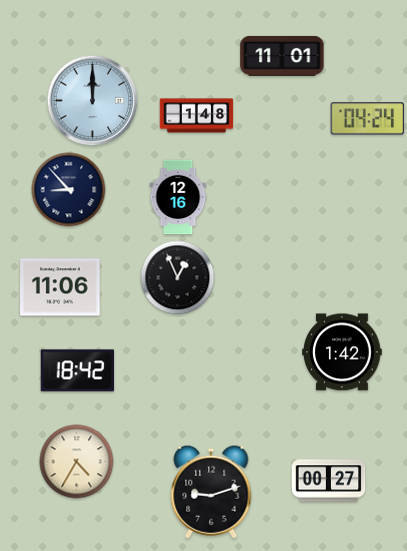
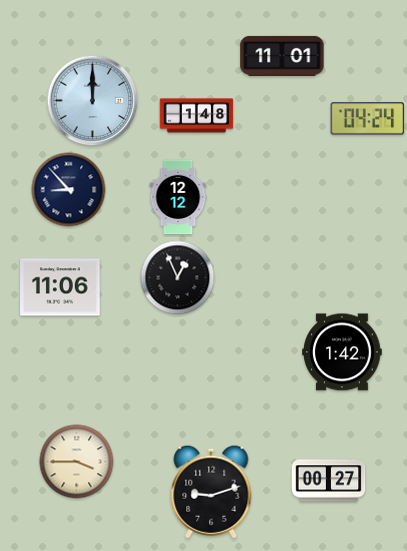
clock at (178, 197): 12:16 -> 12:12
clock at (78, 371): 18:42 -> none
clock at (77, 462): 4:35 -> 3:45
